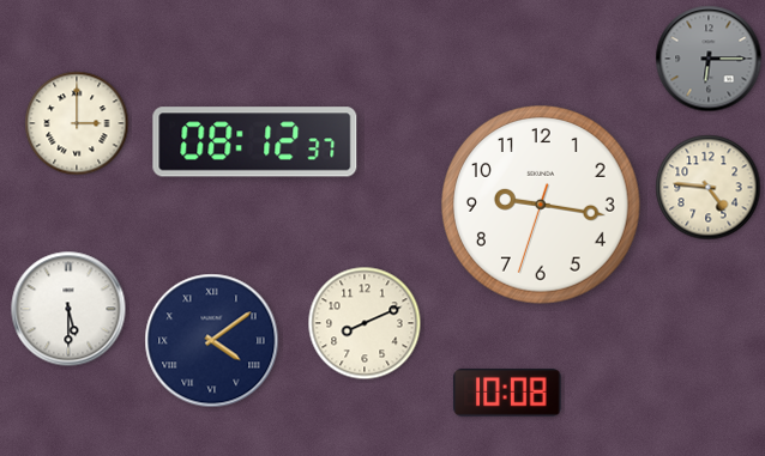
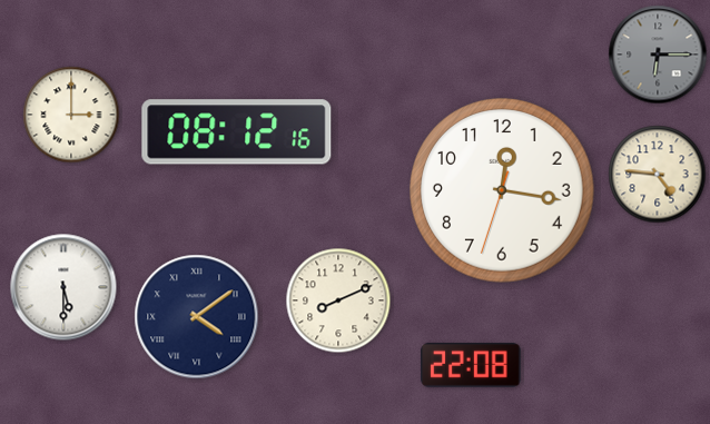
clock at (255, 142): 08:12:37 -> 08:12:16
clock at (542, 206): 9:16 -> 12:16
clock at (507, 393): 10:08 -> 22:08
